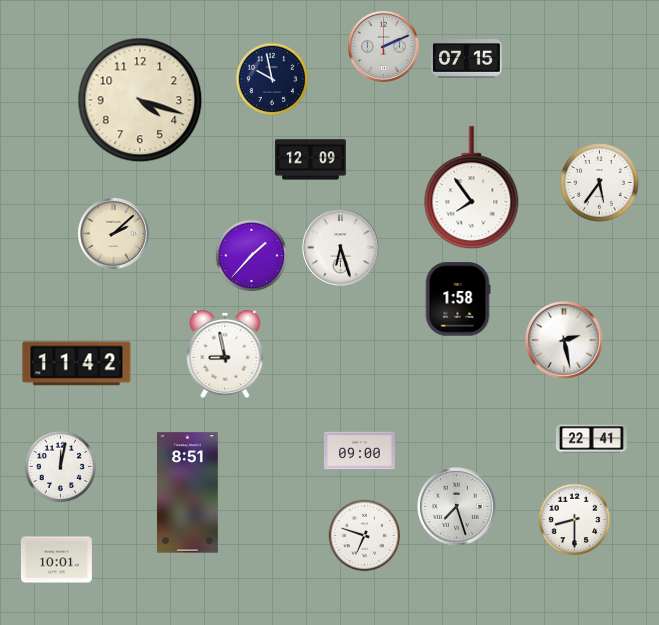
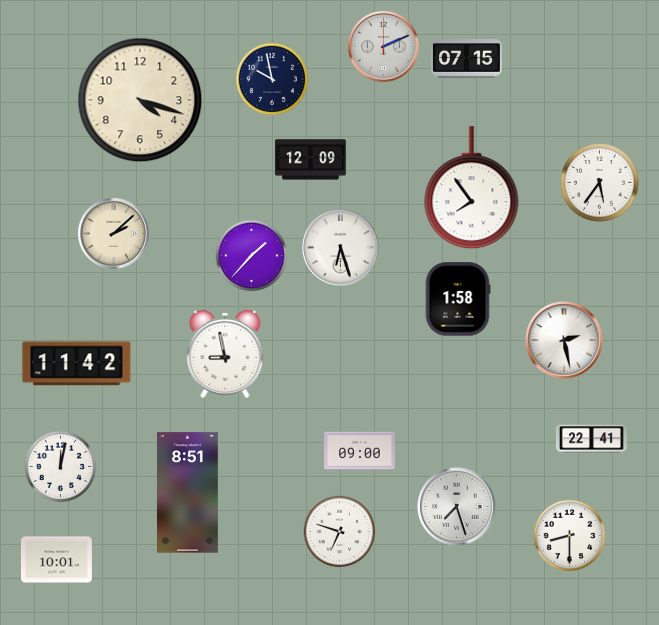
clock at (575, 520) position: (575, 520) -> (570, 536)
clock at (365, 536) position: (365, 536) -> (340, 532)
